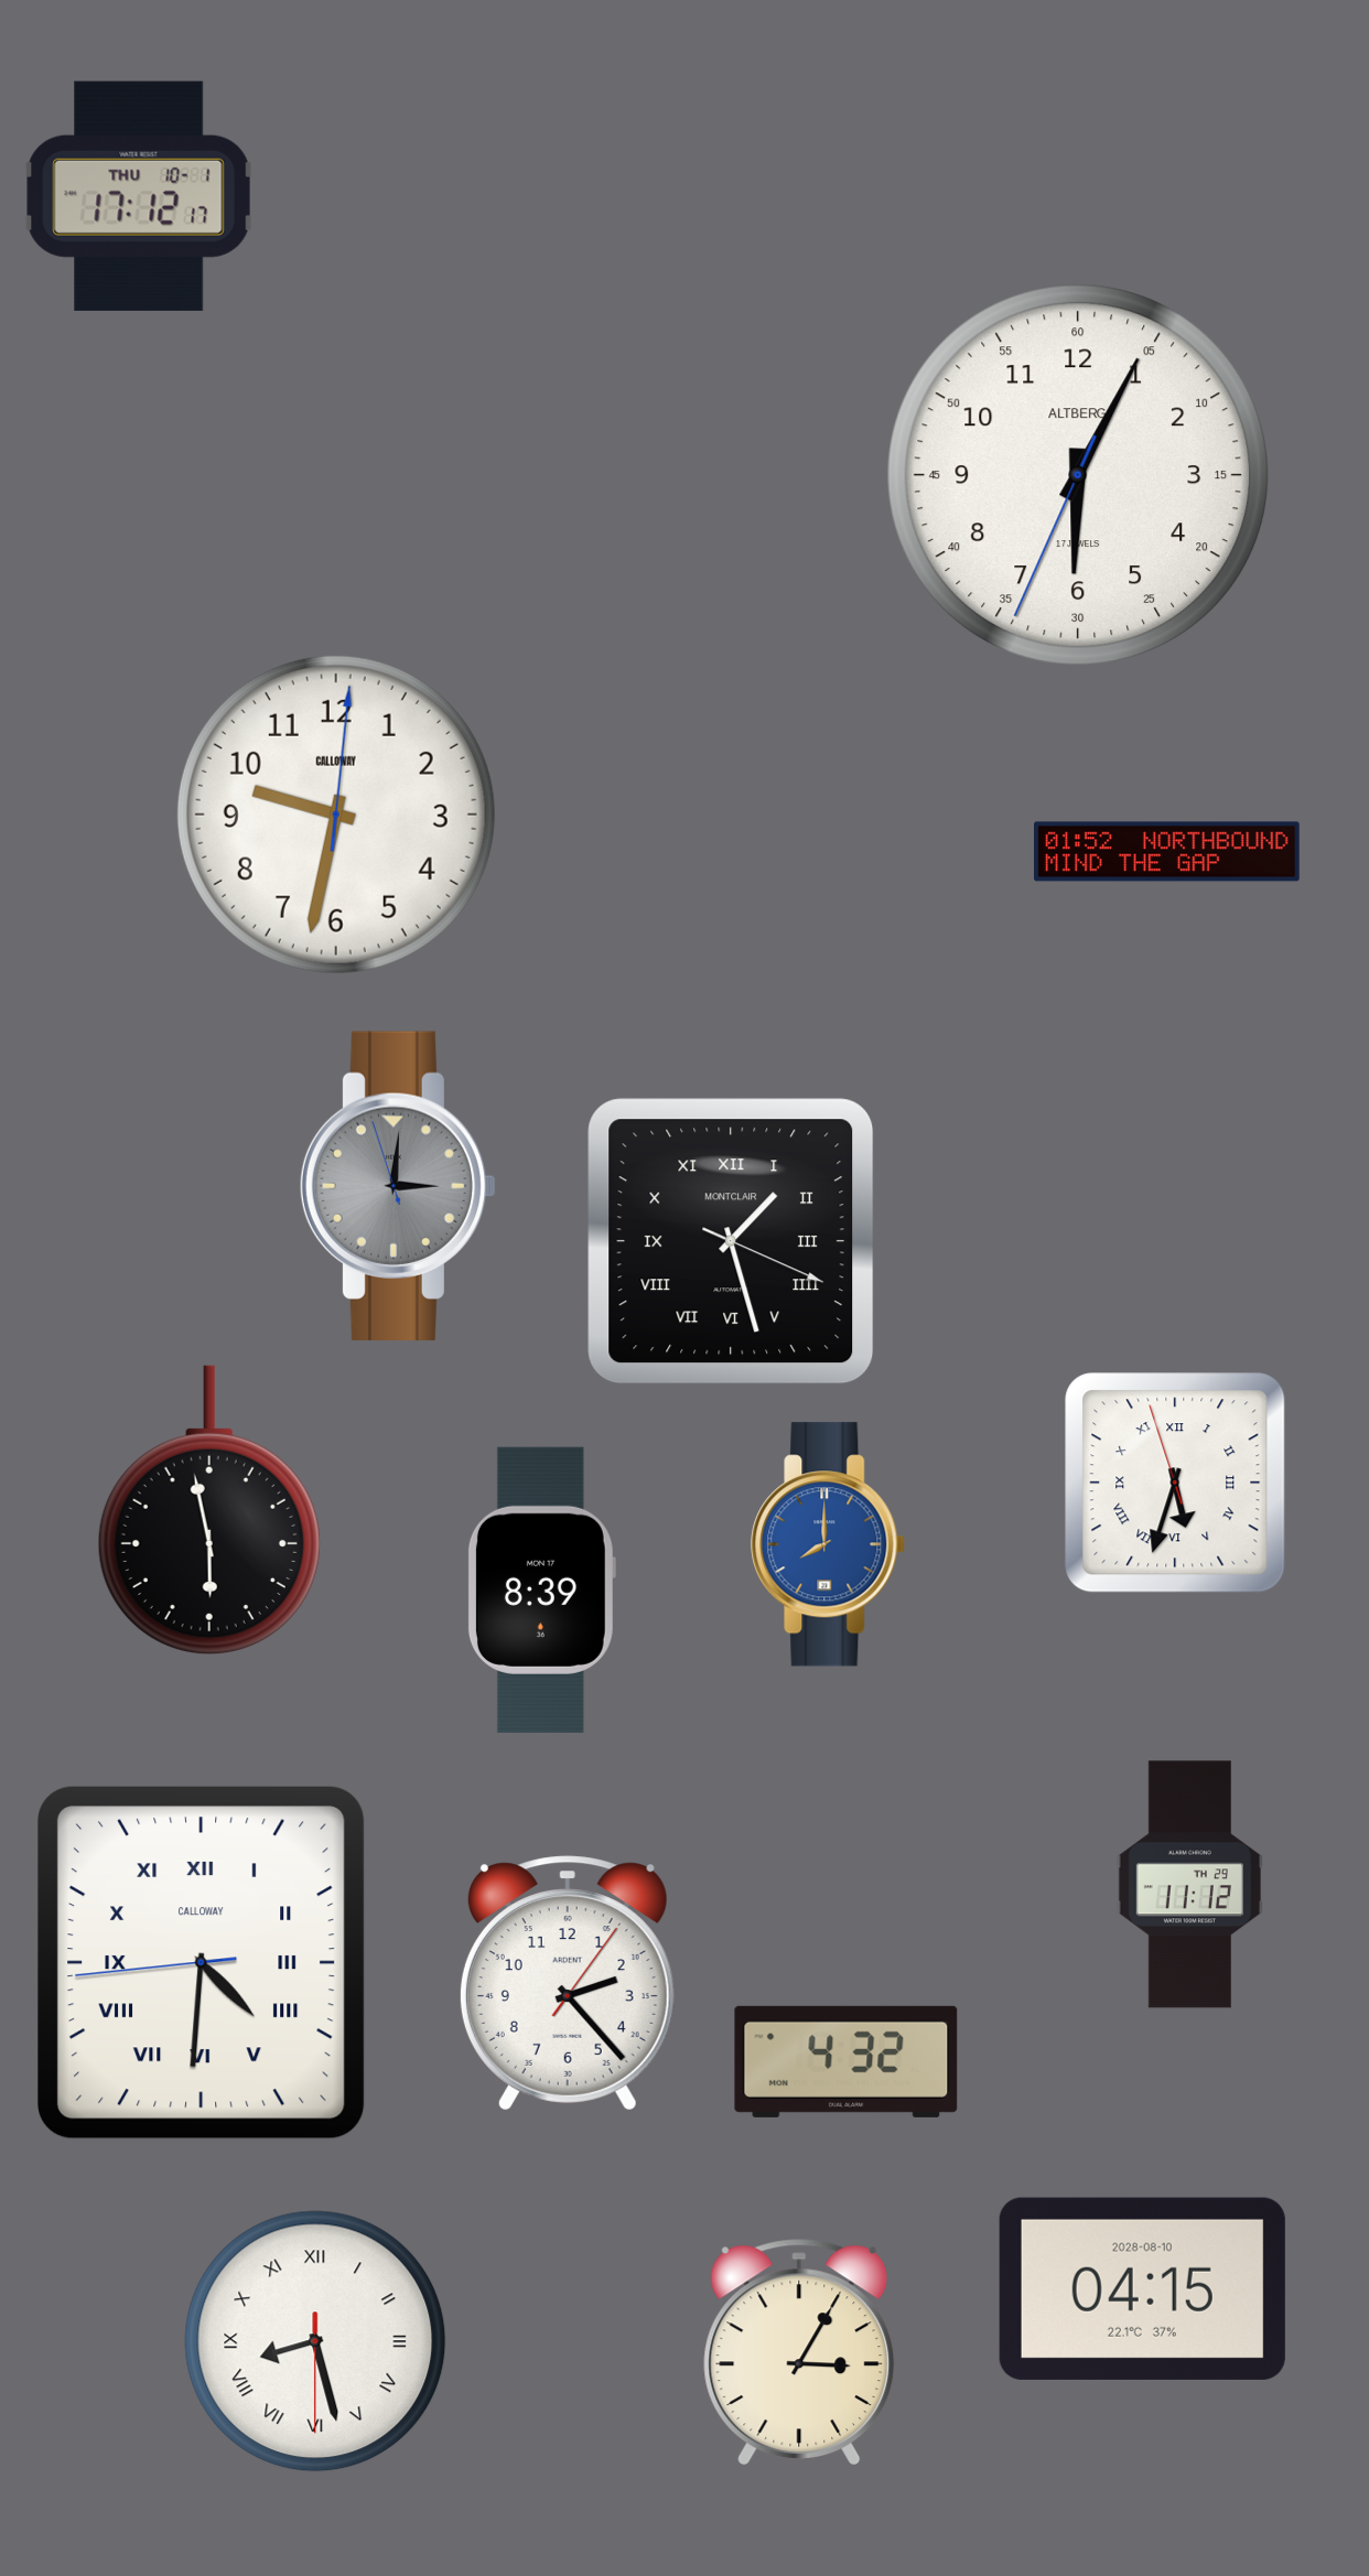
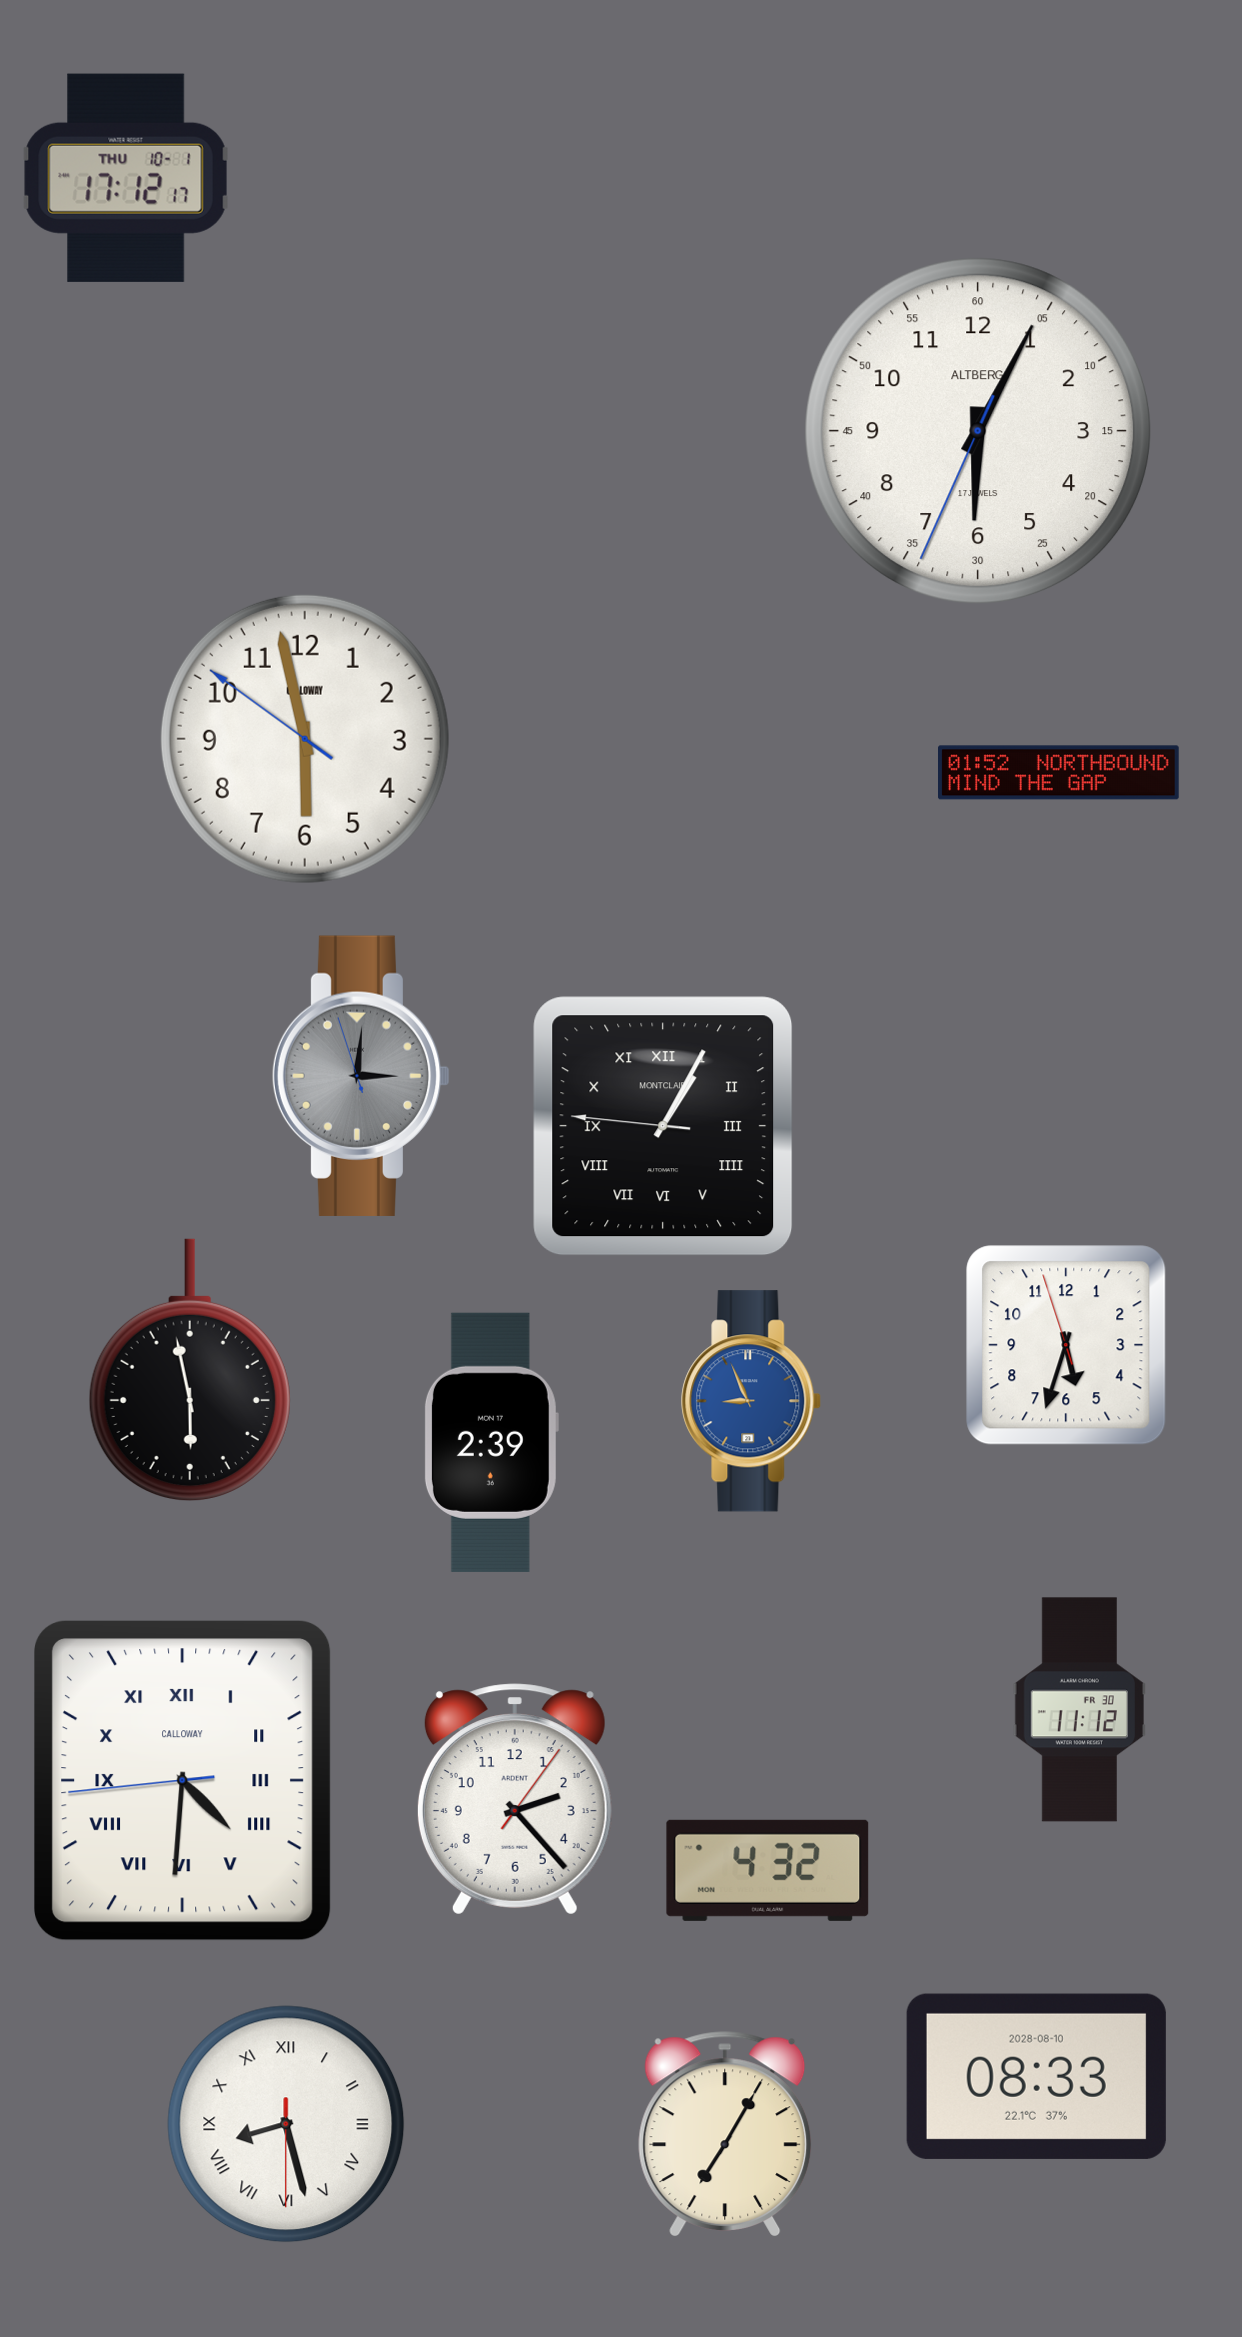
clock at (336, 815): 9:32 -> 5:57
clock at (731, 1241): 1:27 -> 1:04
clock at (1175, 1483) numerals: Roman -> Arabic
clock at (829, 1544): 8:00 -> 8:56
clock at (541, 1589): 8:39 -> 2:39
clock at (1189, 1885) date: TH 29 -> FR 30
clock at (1142, 2288): 04:15 -> 08:33
clock at (799, 2352): 3:05 -> 7:05
